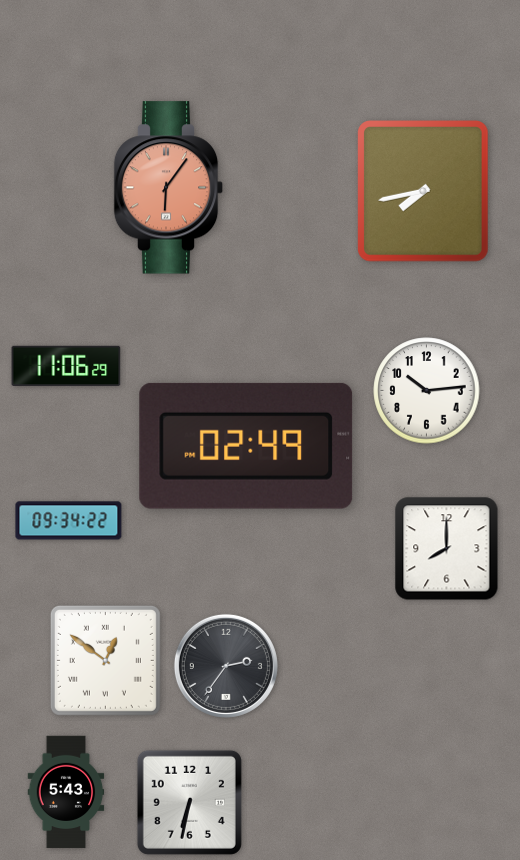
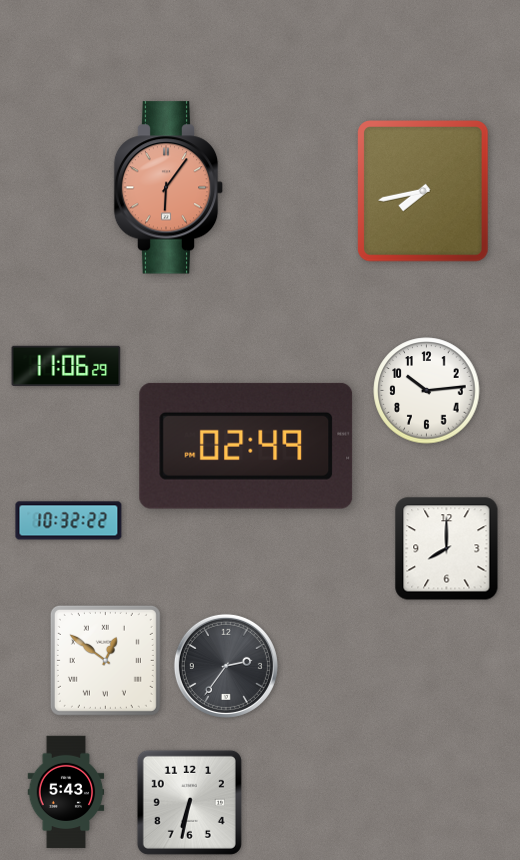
clock at (69, 521): 09:34 -> 10:32
